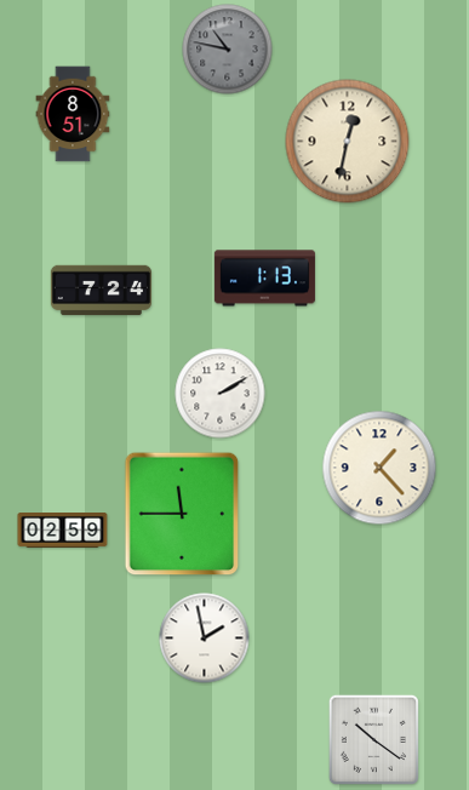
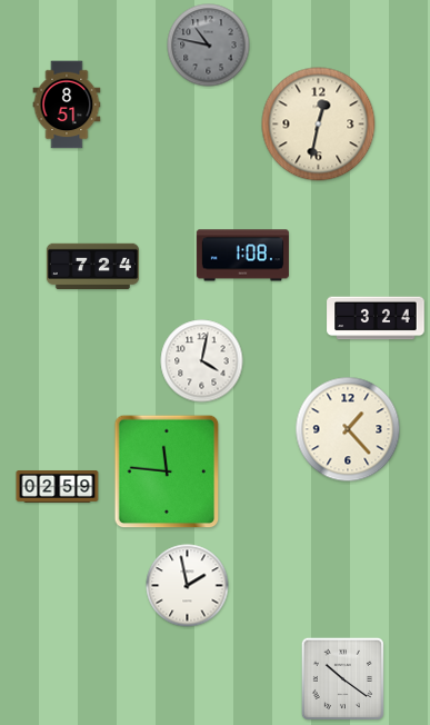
clock at (348, 142) position: (348, 142) -> (319, 125)
clock at (264, 279): 1:13 -> 1:08
clock at (376, 318): none -> 3:24
clock at (221, 394): 2:10 -> 4:02
clock at (182, 514): 11:45 -> 11:46
